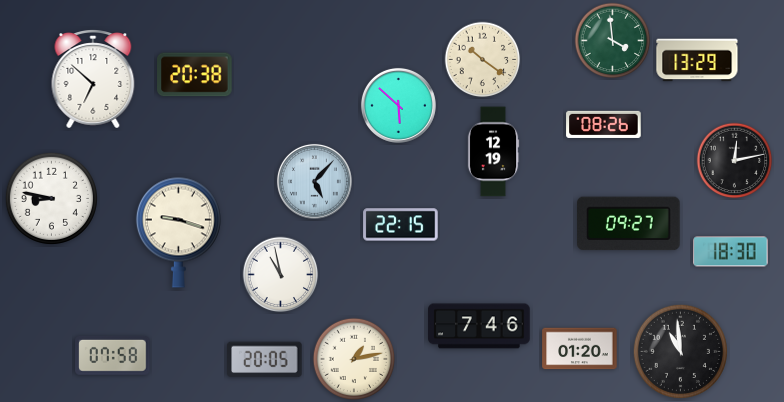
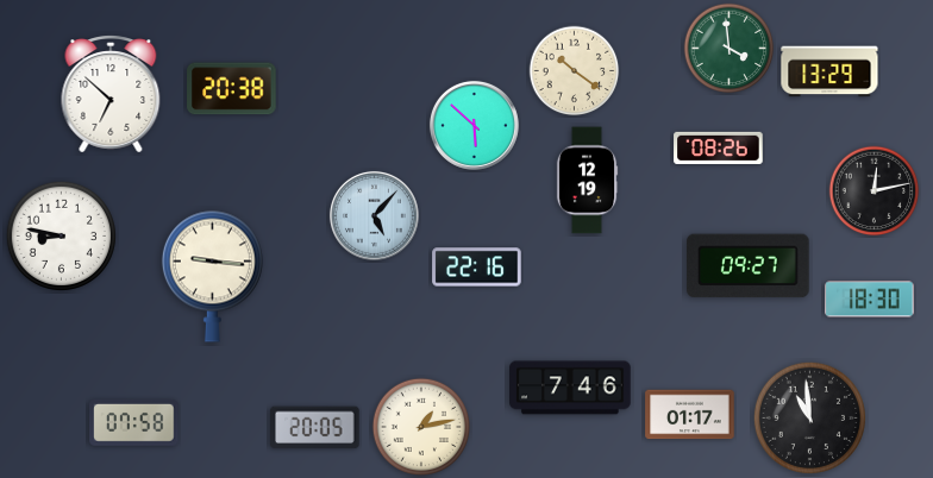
clock at (401, 225): 22:15 -> 22:16
clock at (178, 232): 9:18 -> 9:16
clock at (281, 275): 10:58 -> none
clock at (580, 349): 01:20 -> 01:17
